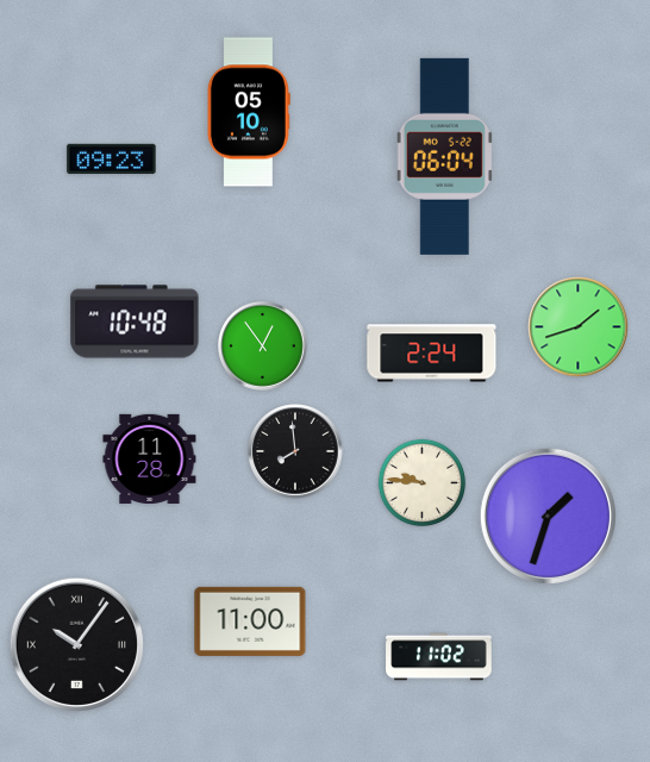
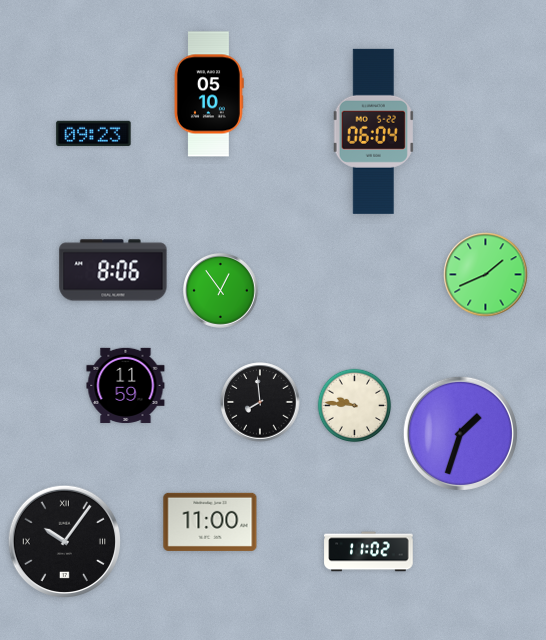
clock at (135, 321): 10:48 -> 8:06
clock at (579, 327): 1:42 -> 1:41
clock at (432, 354): 2:24 -> none
clock at (295, 451) position: (295, 451) -> (260, 402)
clock at (150, 458): 11:28 -> 11:59
